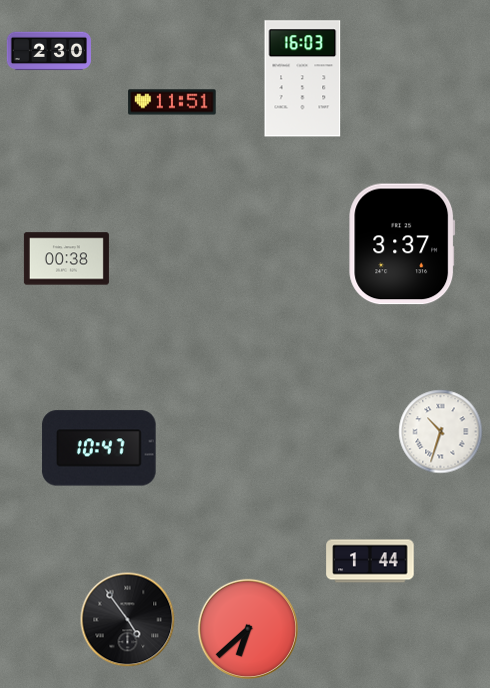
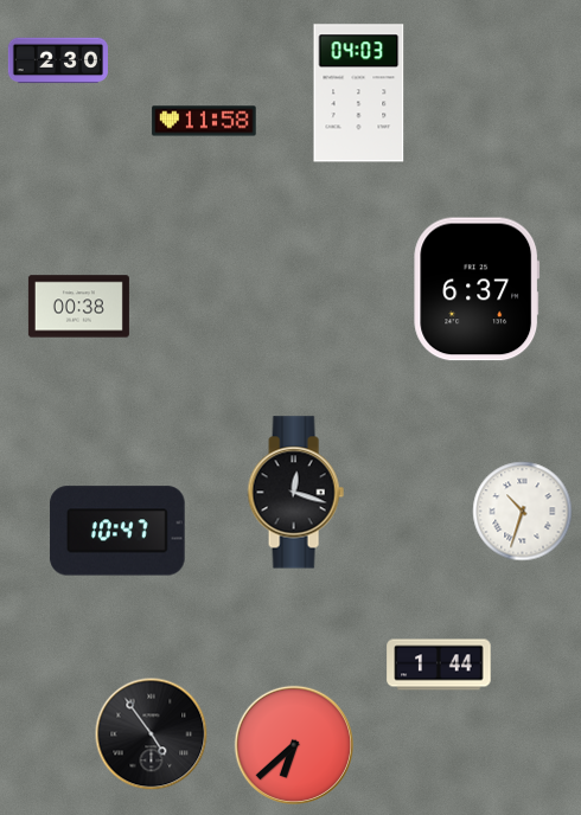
clock at (303, 79): 16:03 -> 04:03
clock at (172, 102): 11:51 -> 11:58
clock at (402, 244): 3:37 -> 6:37
clock at (295, 493): none -> 12:18
